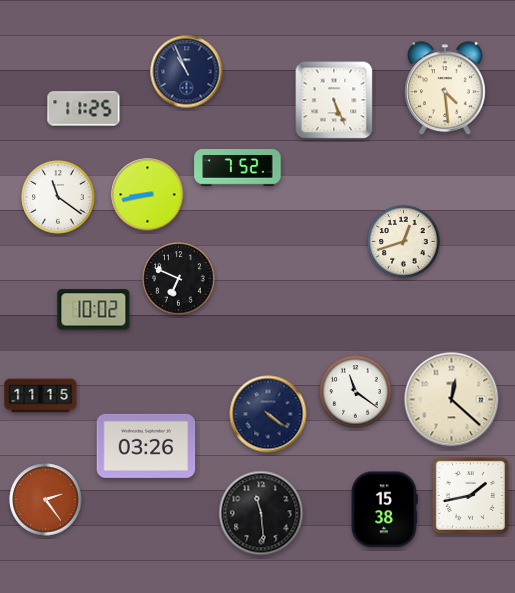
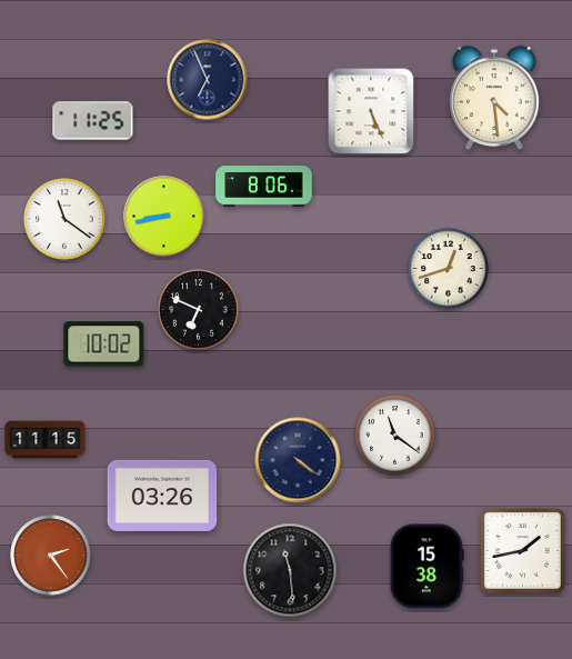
clock at (187, 72): 10:56 -> 6:56
clock at (238, 168): 7:52 -> 8:06
clock at (452, 400): 12:22 -> none
